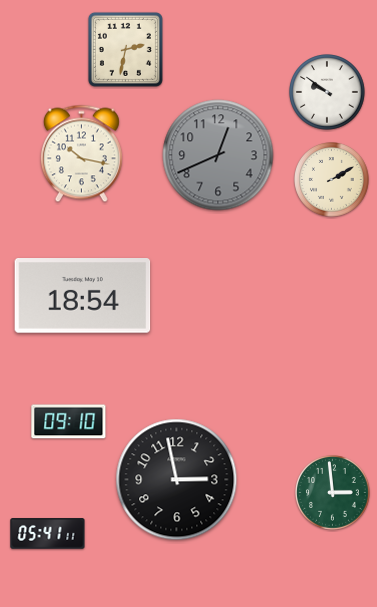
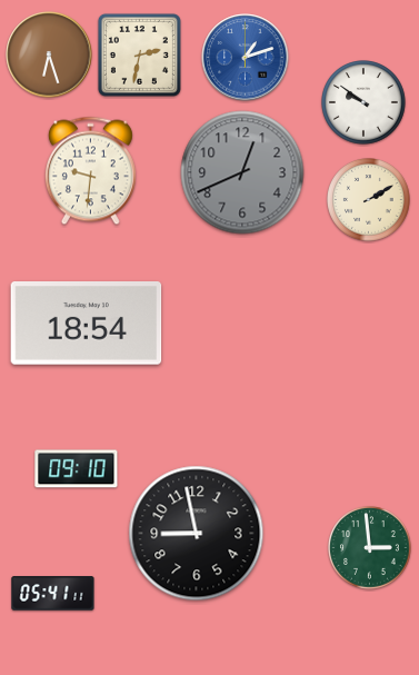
clock at (49, 54): none -> 6:27
clock at (246, 58): none -> 1:12
clock at (81, 154): 10:17 -> 9:31
clock at (83, 296) position: (83, 296) -> (87, 324)
clock at (177, 480): 2:58 -> 8:58
